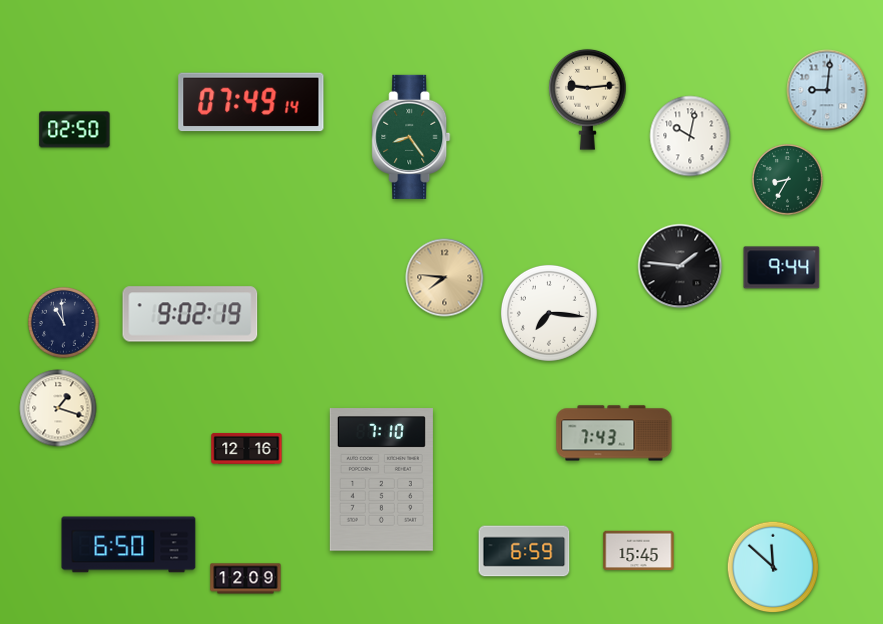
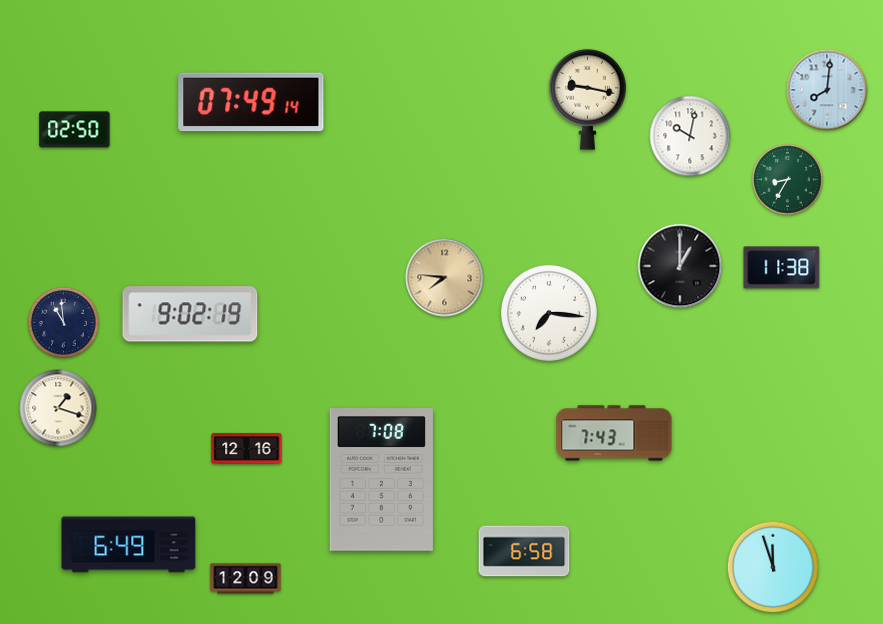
clock at (827, 90): 9:01 -> 8:01
clock at (588, 99): 9:14 -> 9:17
clock at (411, 137): 8:24 -> none
clock at (680, 266): 1:46 -> 1:00
clock at (782, 268): 9:44 -> 11:38
clock at (381, 480): 7:10 -> 7:08
clock at (129, 545): 6:50 -> 6:49
clock at (524, 551): 6:59 -> 6:58
clock at (639, 551): 15:45 -> none
clock at (773, 567): 11:52 -> 11:57
